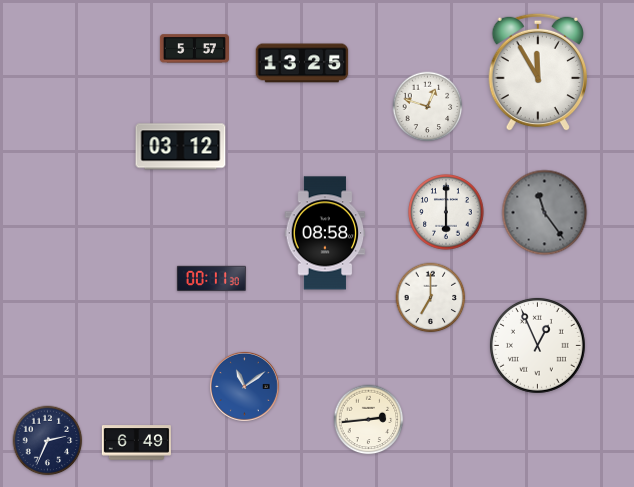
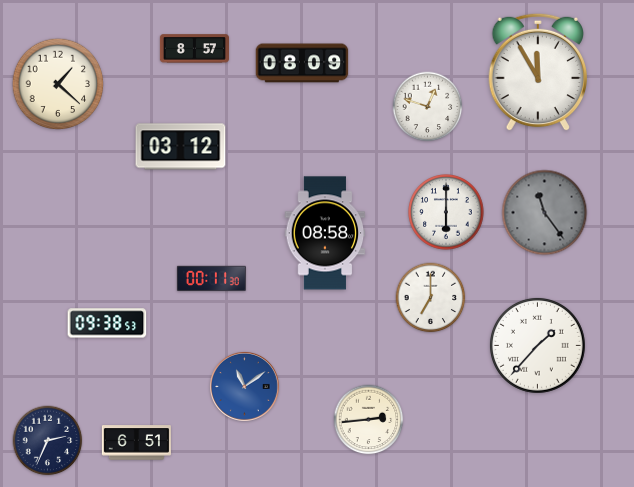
clock at (194, 49): 5:57 -> 8:57
clock at (302, 63): 13:25 -> 08:09
clock at (58, 84): none -> 1:22
clock at (107, 323): none -> 09:38
clock at (537, 345): 12:56 -> 1:37
clock at (136, 443): 6:49 -> 6:51
